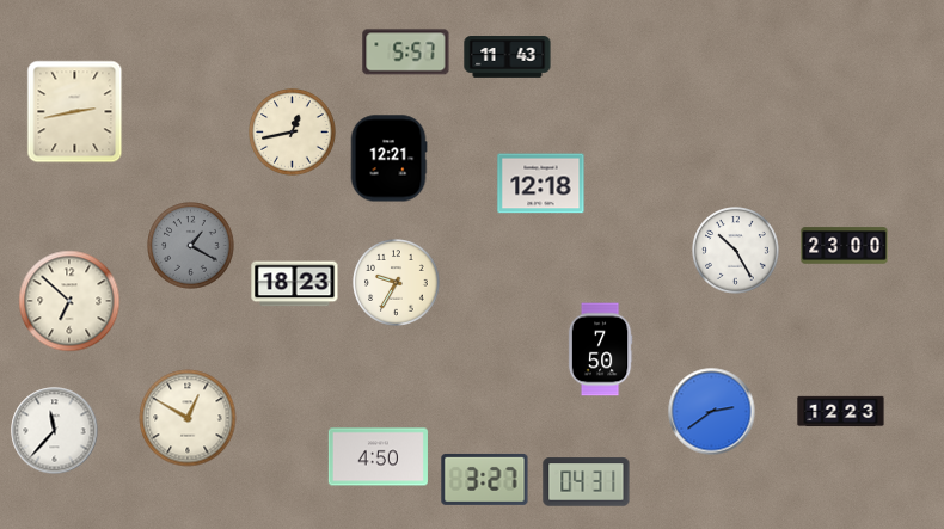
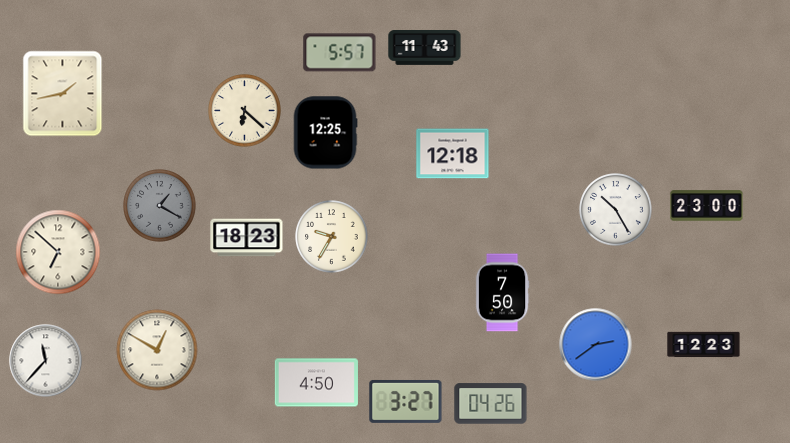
clock at (406, 53) position: (406, 53) -> (340, 53)
clock at (75, 112): 2:43 -> 1:43
clock at (293, 133): 12:43 -> 6:22
clock at (388, 159): 12:21 -> 12:25
clock at (587, 482): 04:31 -> 04:26
